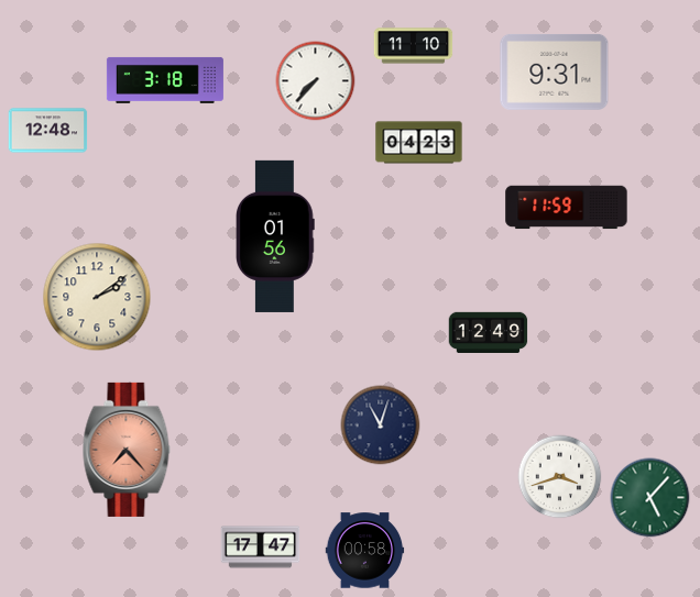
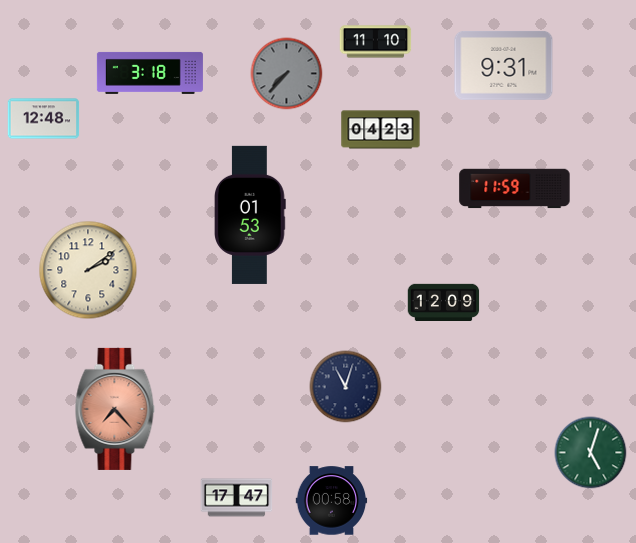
clock at (316, 81) dial: white -> grey
clock at (276, 236): 01:56 -> 01:53
clock at (489, 332): 12:49 -> 12:09
clock at (560, 477): 3:42 -> none
clock at (650, 498): 5:07 -> 5:03
